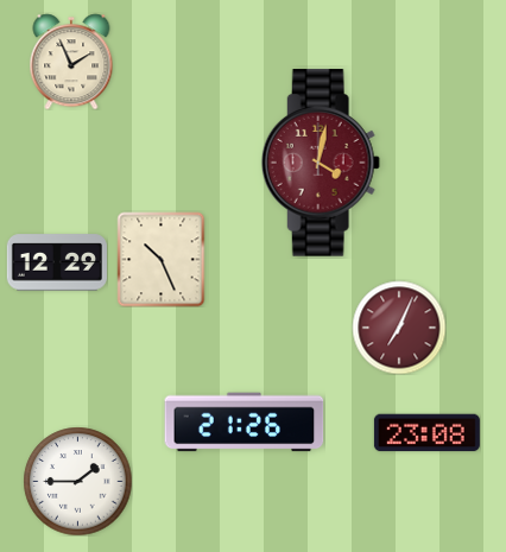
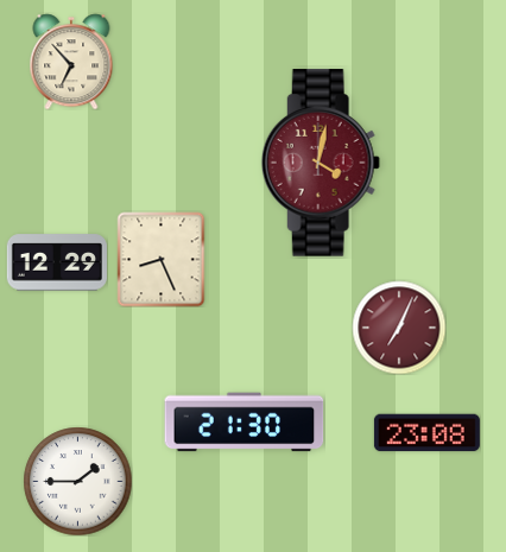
clock at (71, 62): 1:56 -> 6:53
clock at (162, 259): 10:26 -> 8:26
clock at (245, 423): 21:26 -> 21:30
